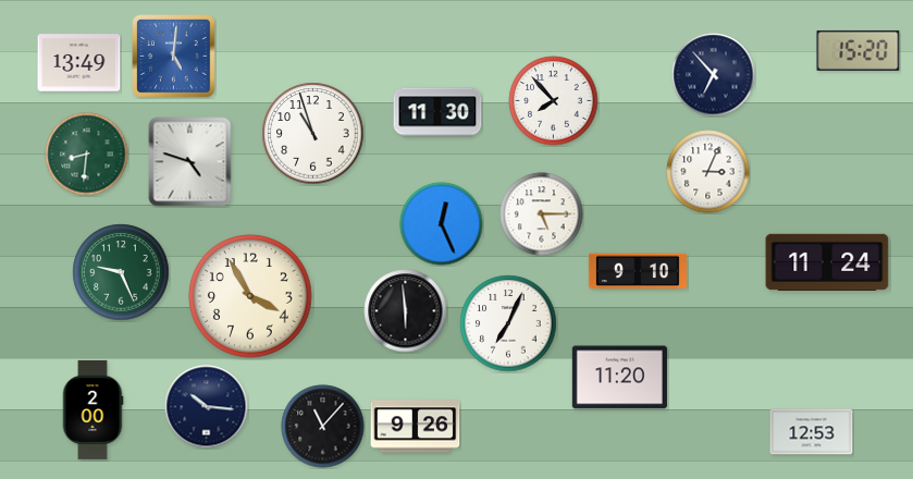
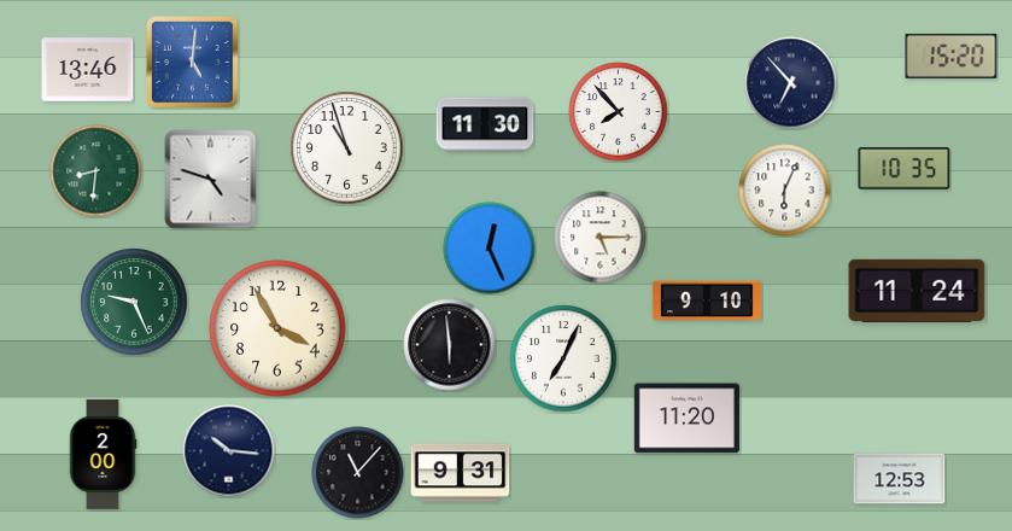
clock at (79, 63): 13:49 -> 13:46
clock at (554, 101) position: (554, 101) -> (619, 112)
clock at (905, 169): none -> 10:35
clock at (708, 172): 3:04 -> 6:04
clock at (416, 427): 9:26 -> 9:31
